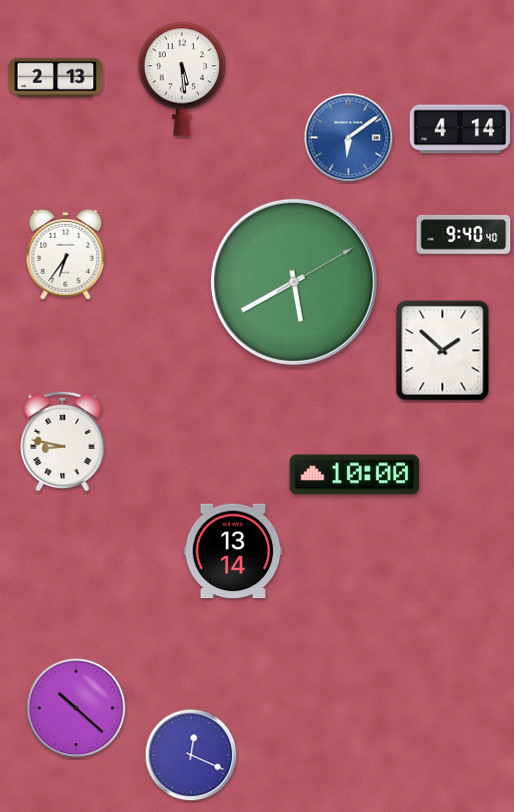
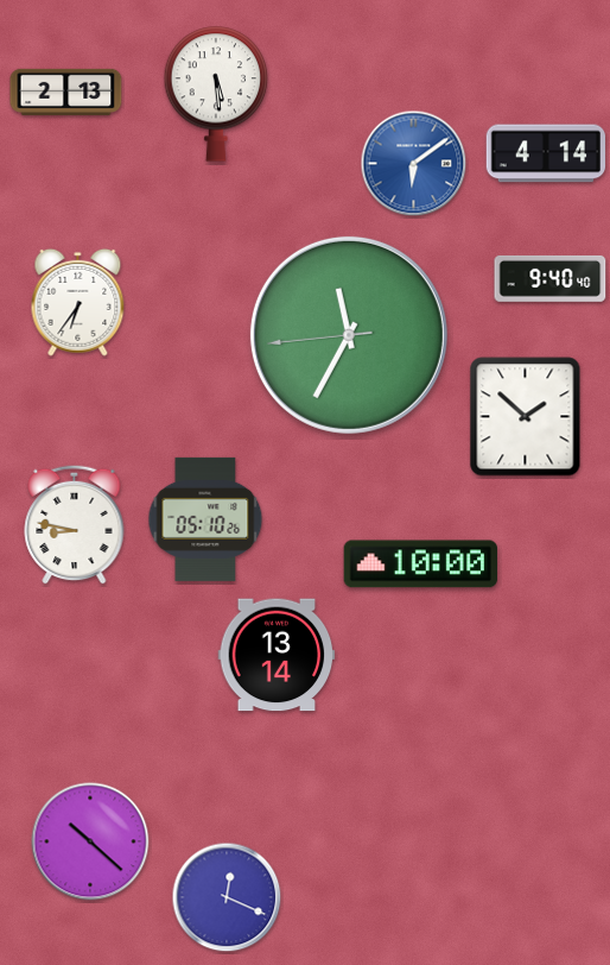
clock at (294, 282): 5:40 -> 11:34
clock at (205, 519): none -> 05:10
